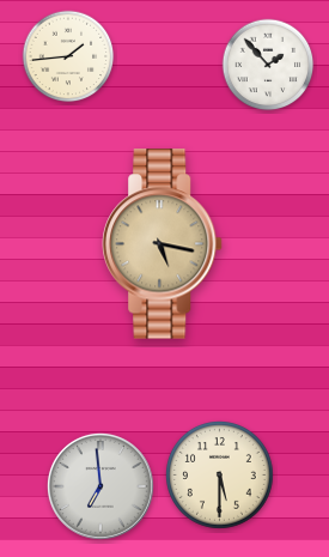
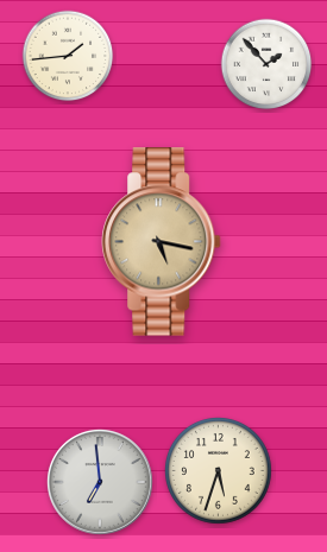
clock at (220, 476): 5:30 -> 5:33
